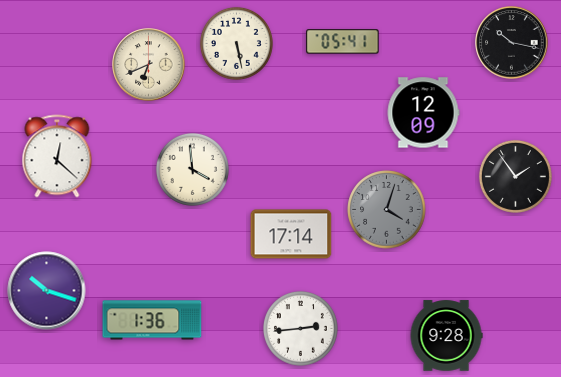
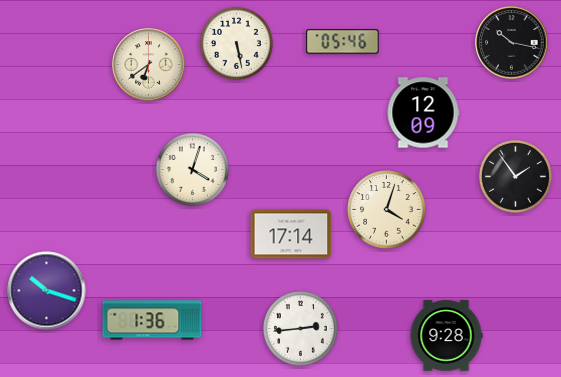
clock at (343, 42): 05:41 -> 05:46
clock at (149, 65): 6:41 -> 6:39
clock at (57, 156): 12:22 -> none
clock at (192, 169): 3:59 -> 4:03
clock at (387, 210) dial: grey -> cream
